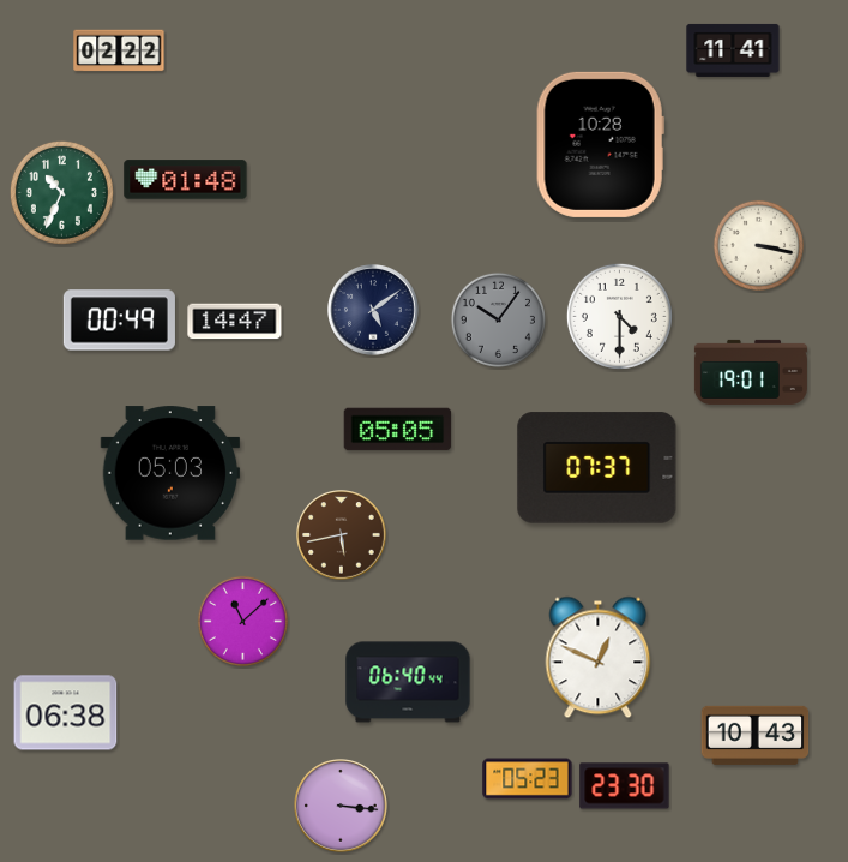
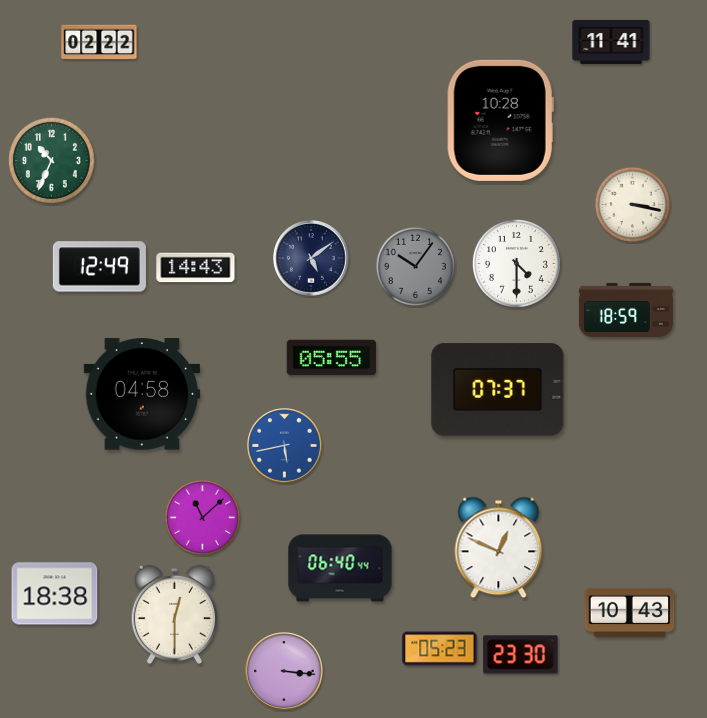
clock at (186, 180): 01:48 -> none
clock at (119, 321): 00:49 -> 12:49
clock at (235, 322): 14:47 -> 14:43
clock at (751, 372): 19:01 -> 18:59
clock at (398, 430): 05:05 -> 05:55
clock at (170, 473): 05:03 -> 04:58
clock at (342, 535) dial: brown -> blue
clock at (66, 713): 06:38 -> 18:38
clock at (174, 615): none -> 12:30
